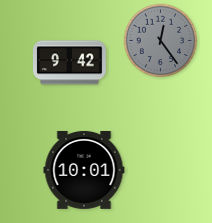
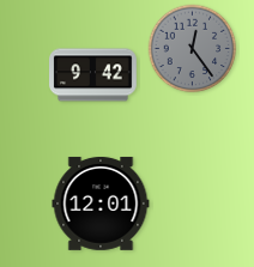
clock at (70, 63) position: (70, 63) -> (93, 75)
clock at (84, 170): 10:01 -> 12:01
